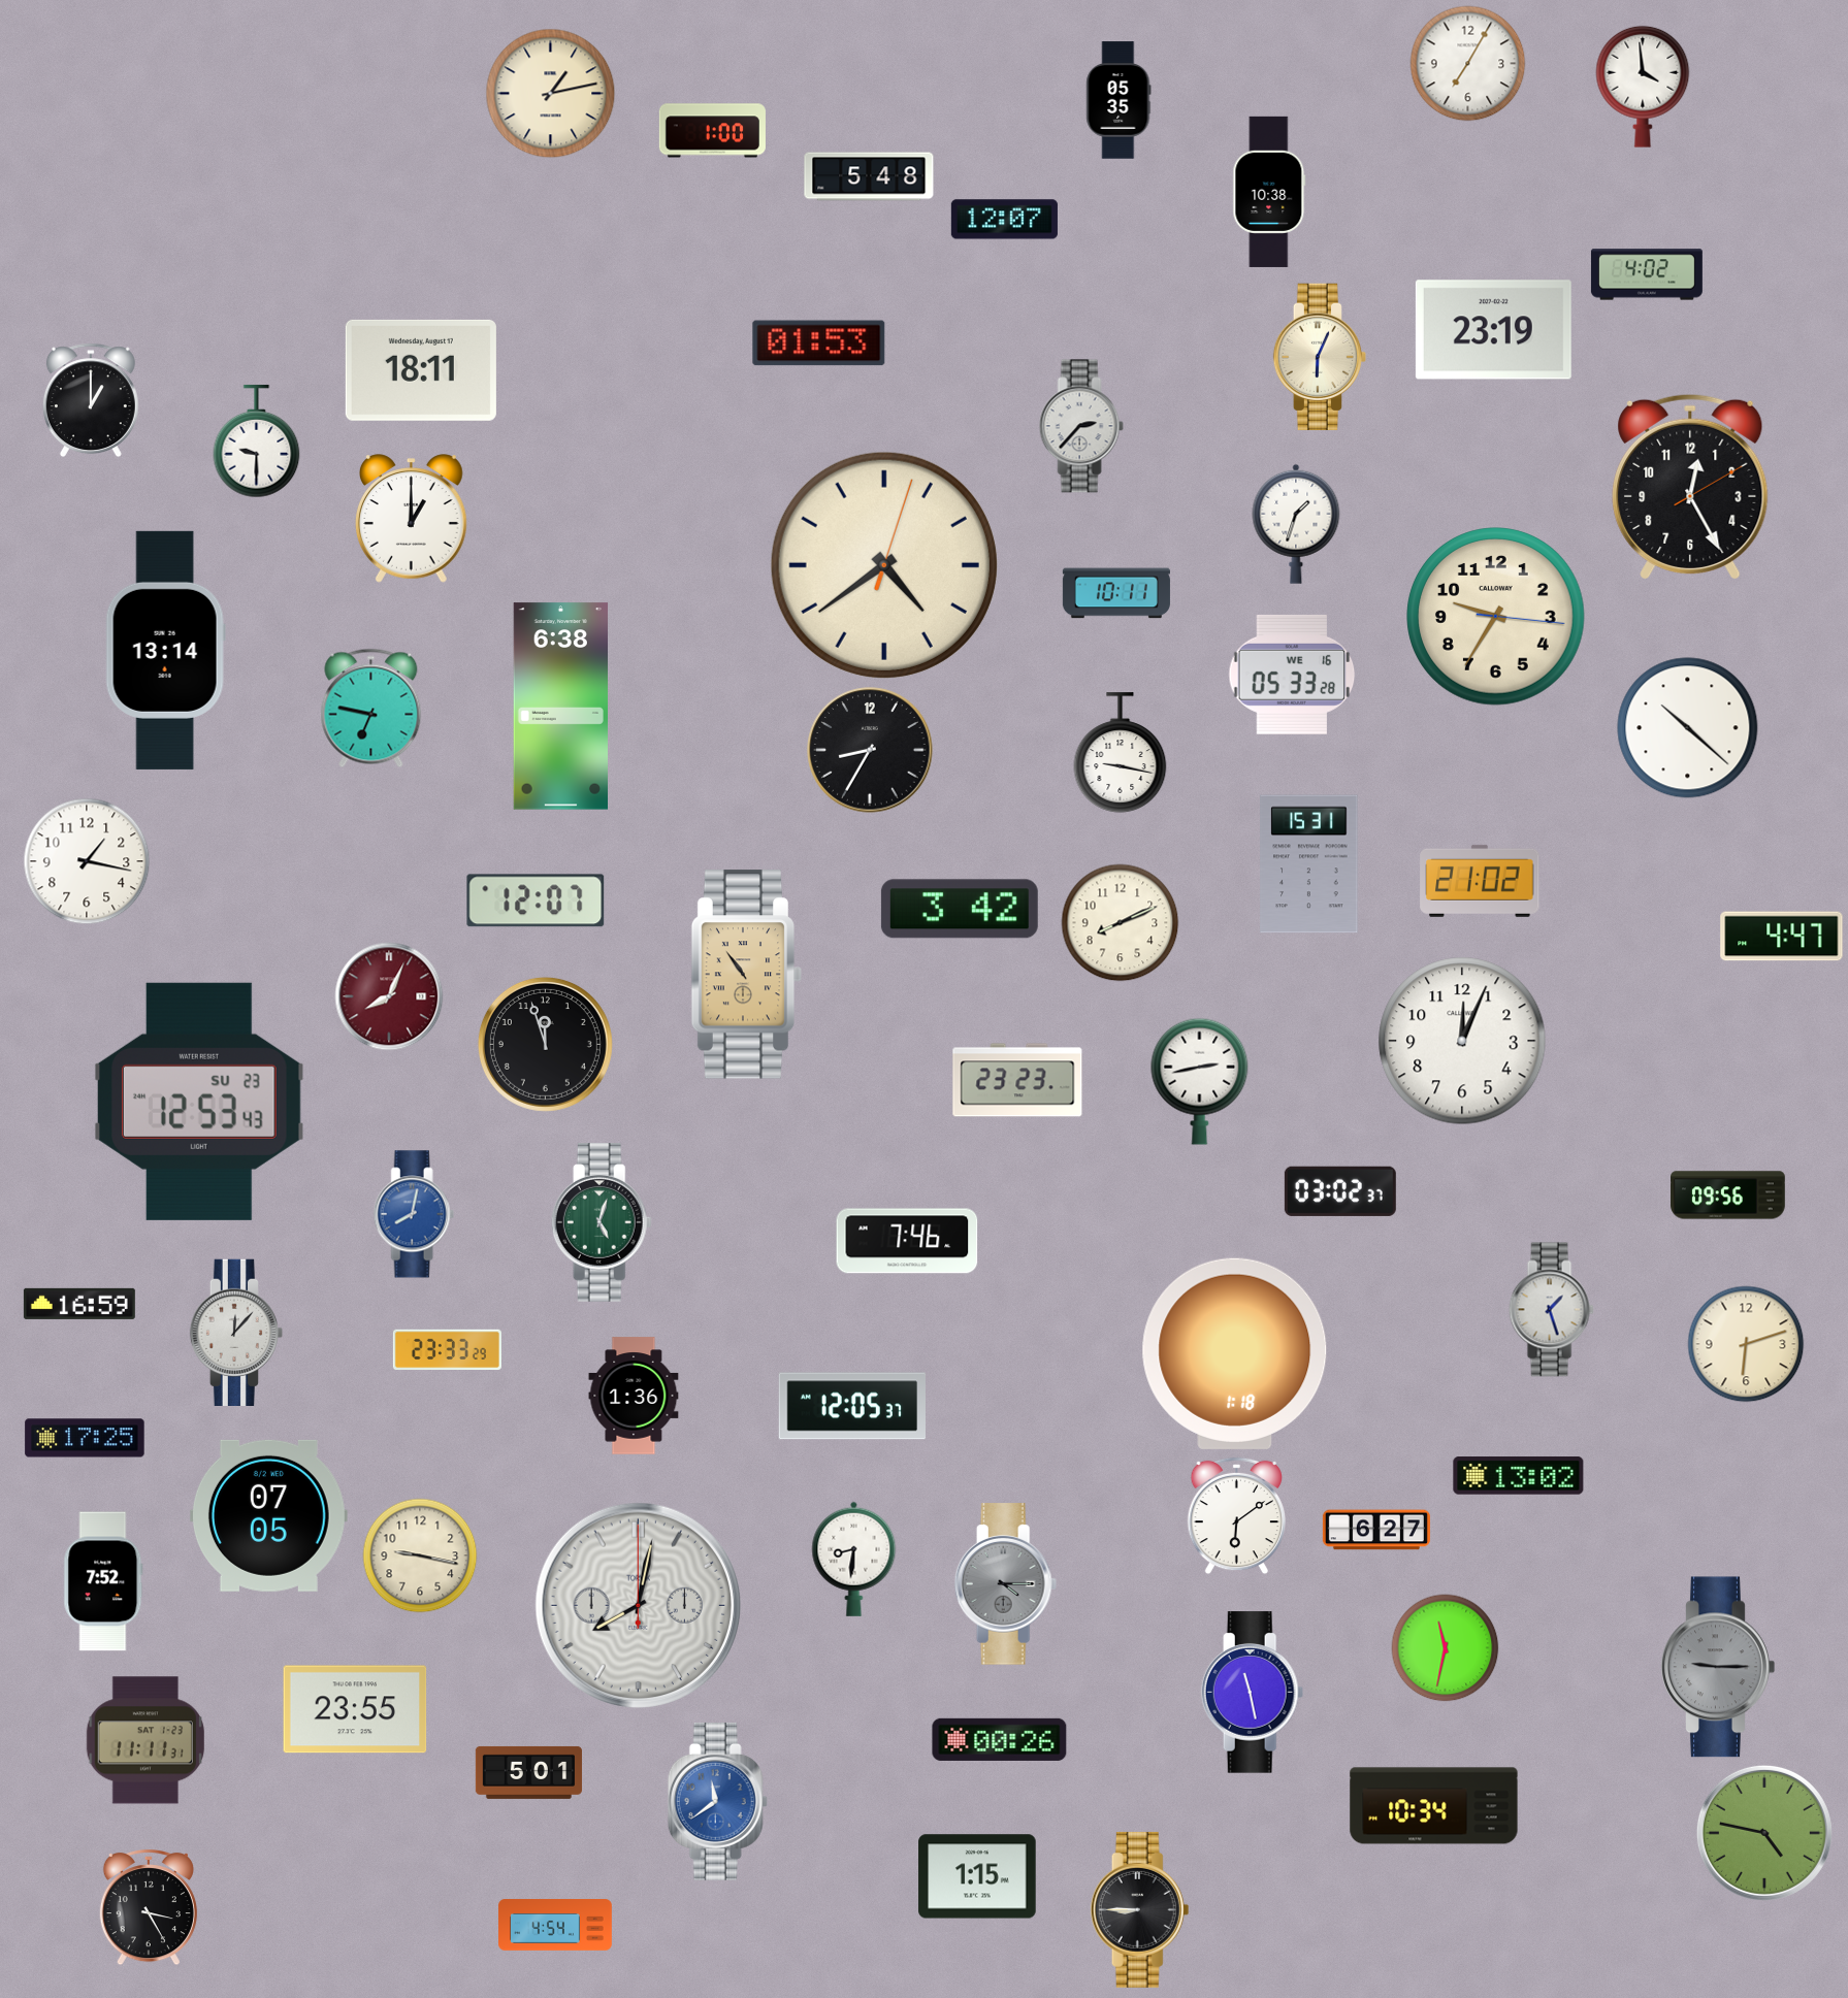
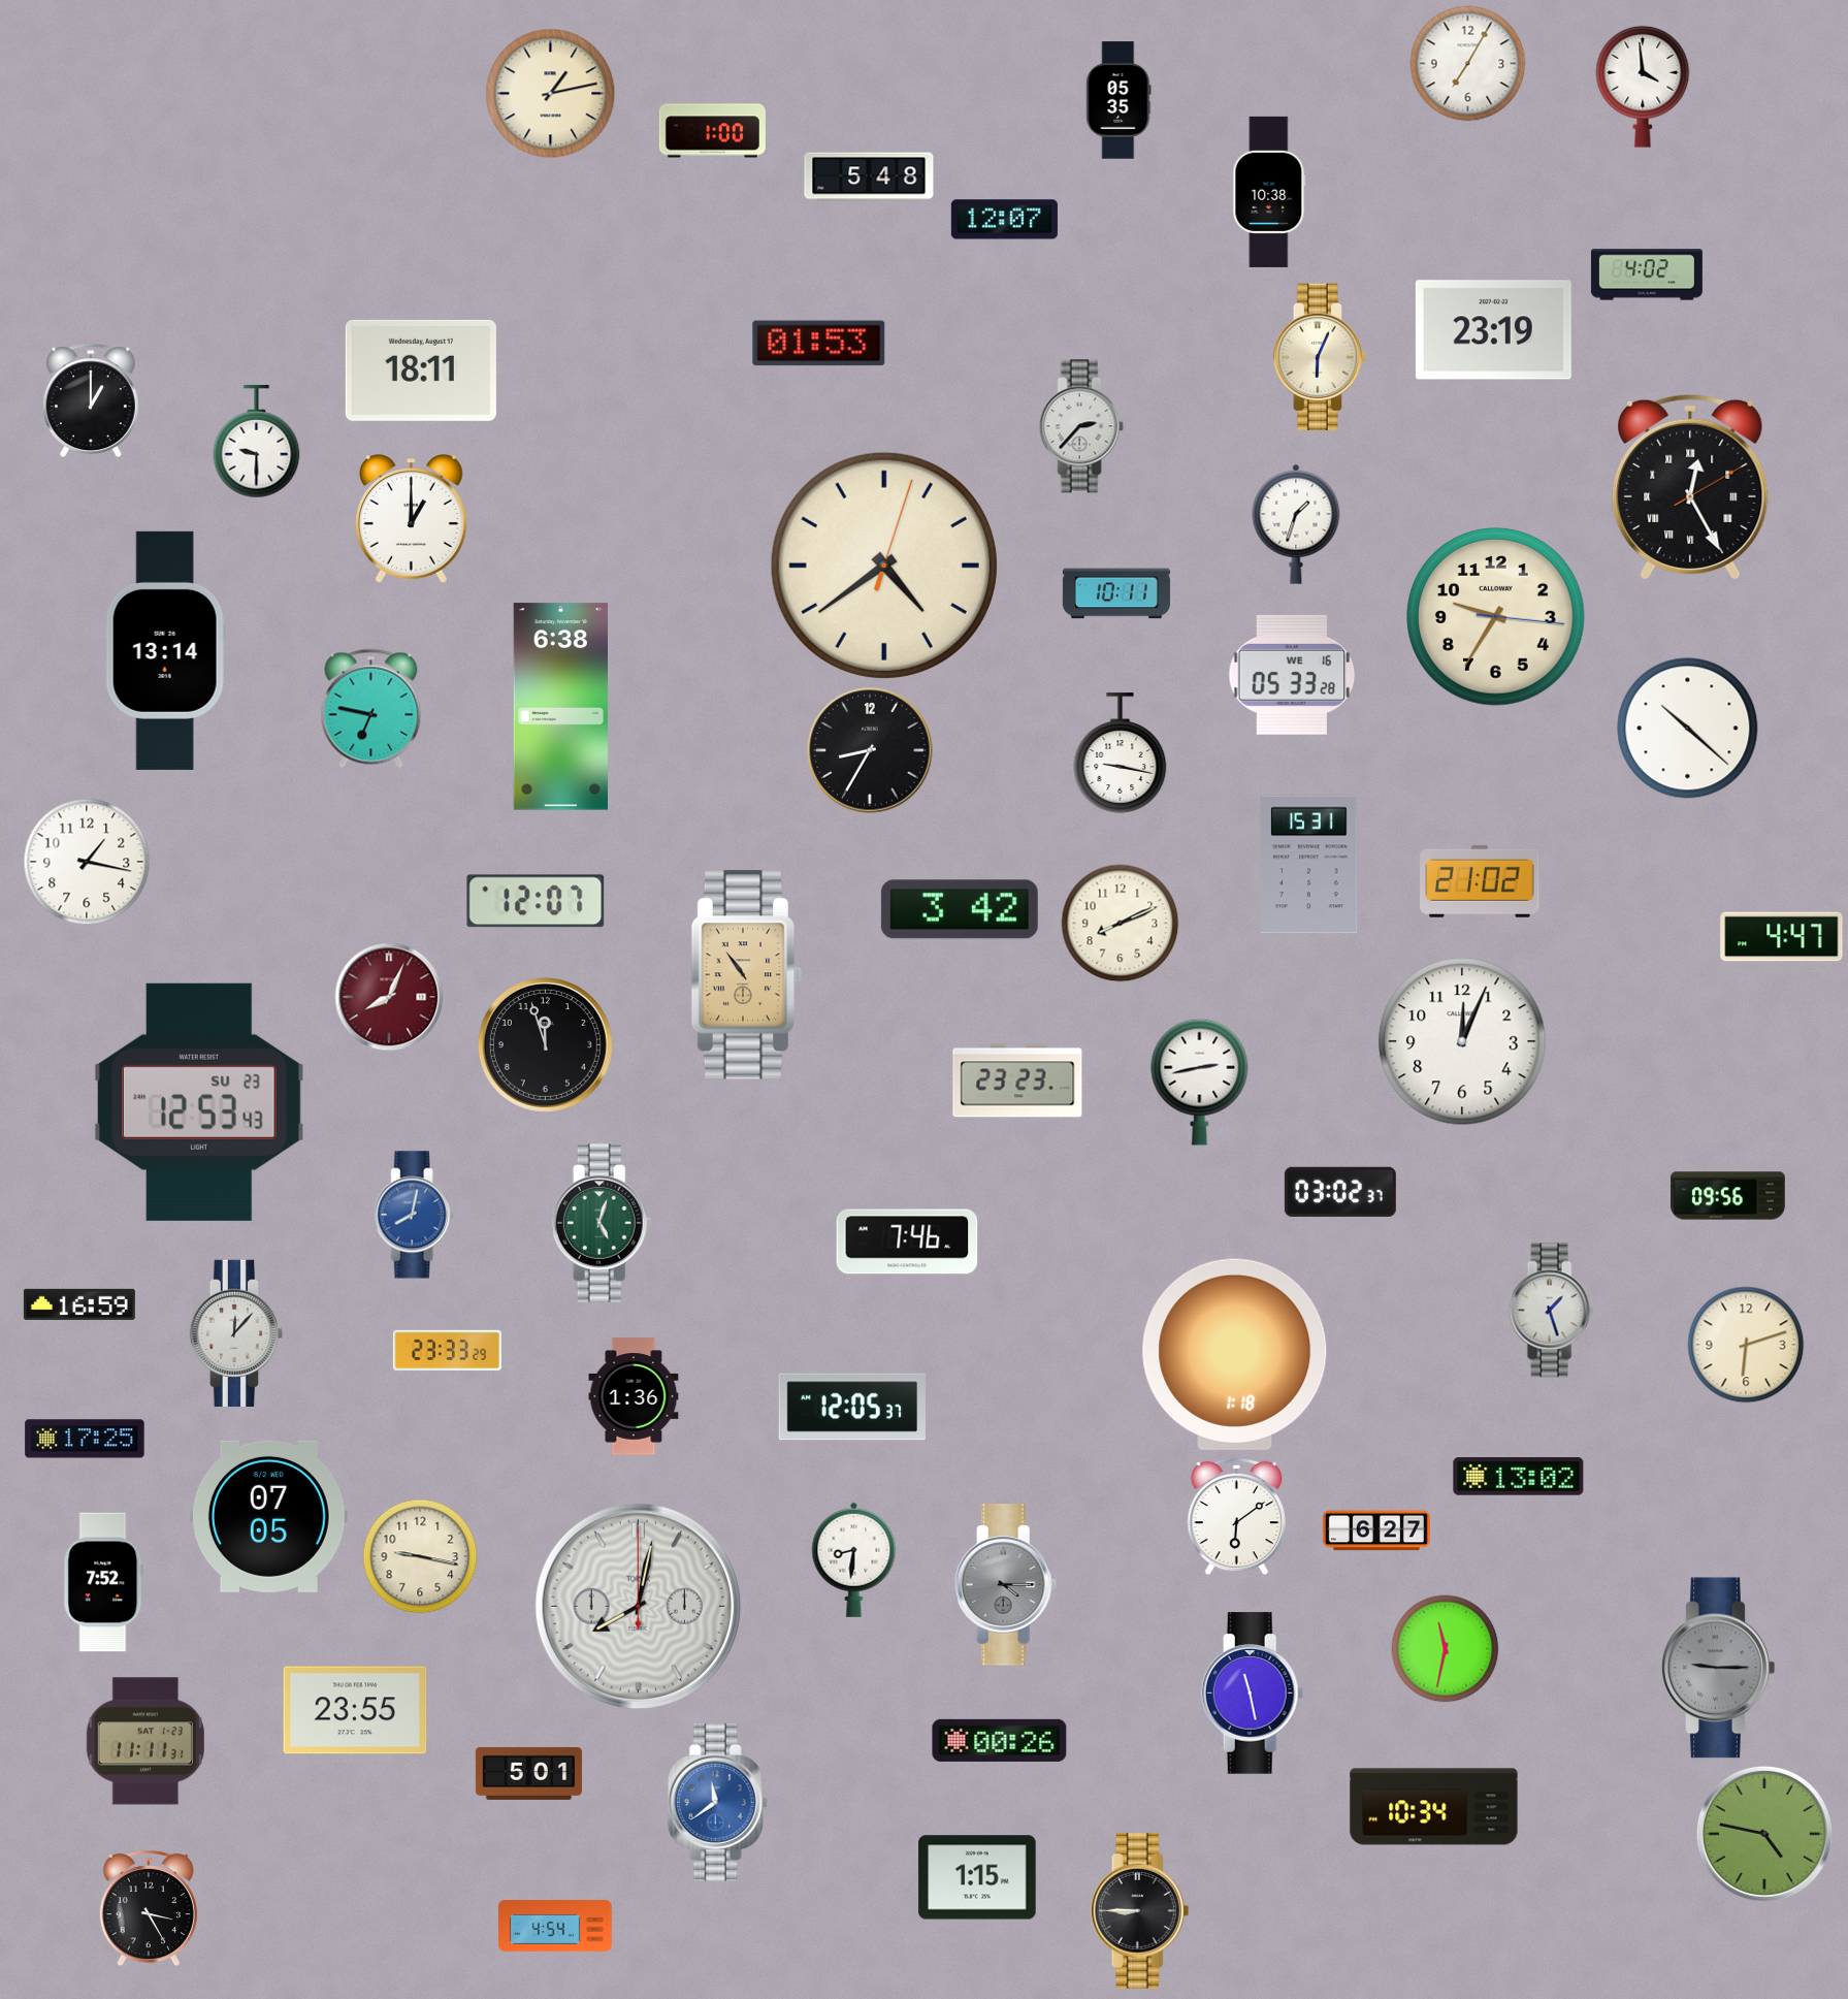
clock at (1690, 486) numerals: Arabic -> Roman
